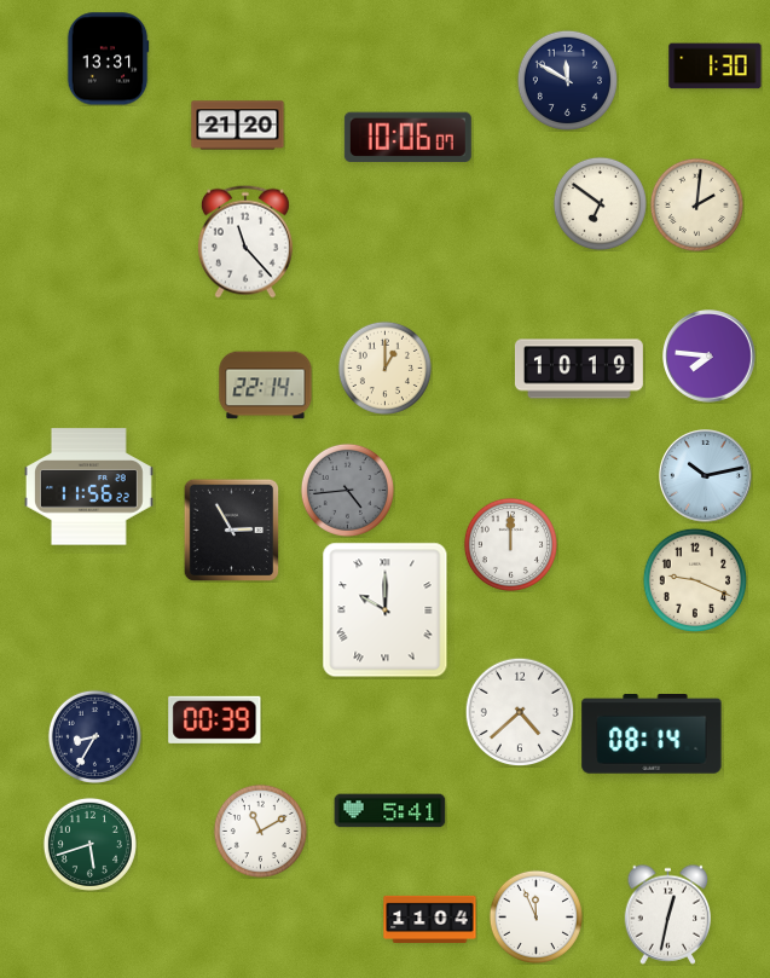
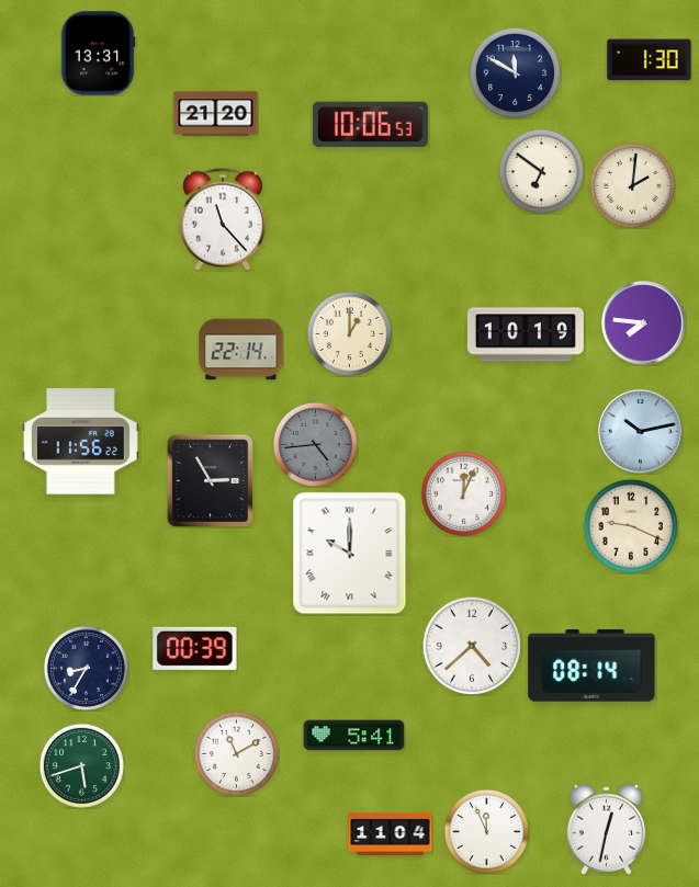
clock at (407, 138): 10:06:07 -> 10:06:53
clock at (600, 203) position: (600, 203) -> (541, 171)
clock at (510, 544): 12:00 -> 12:04
clock at (215, 719) position: (215, 719) -> (195, 648)
